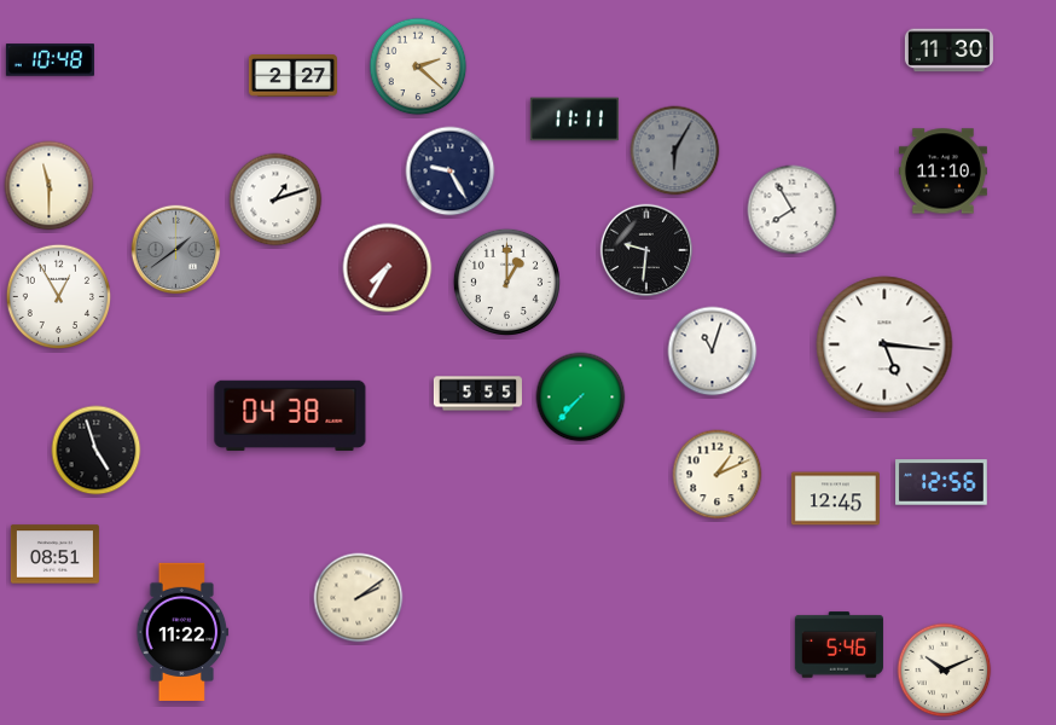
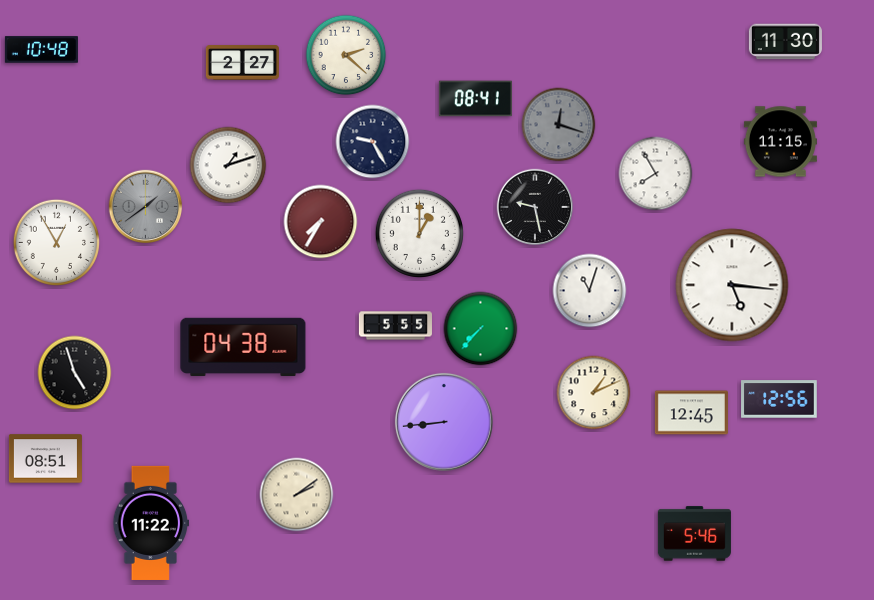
clock at (574, 120): 11:11 -> 08:41
clock at (675, 151): 6:05 -> 12:18
clock at (942, 172): 11:10 -> 11:15
clock at (50, 186): 11:30 -> none
clock at (646, 250): 9:31 -> 9:28
clock at (58, 296) position: (58, 296) -> (56, 242)
clock at (290, 416) position: (290, 416) -> (243, 347)
clock at (97, 451) position: (97, 451) -> (75, 373)
clock at (444, 422): none -> 8:44
clock at (945, 671): 10:11 -> none
